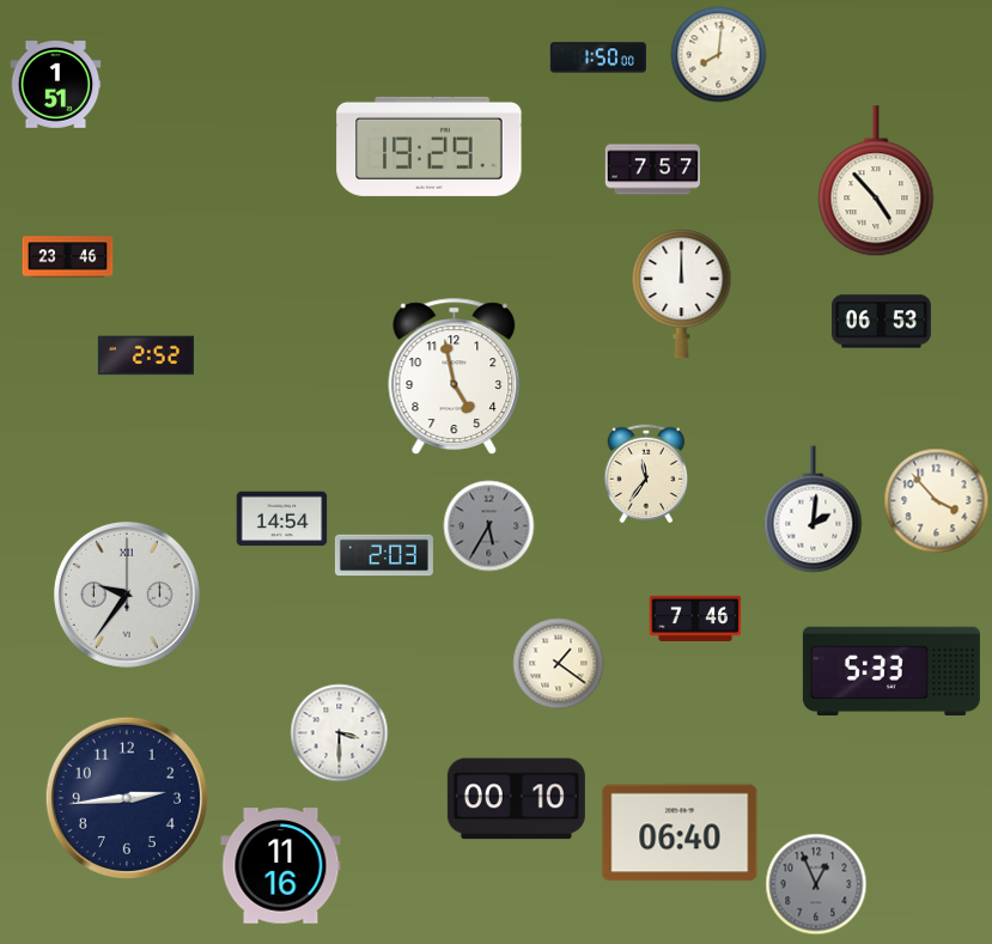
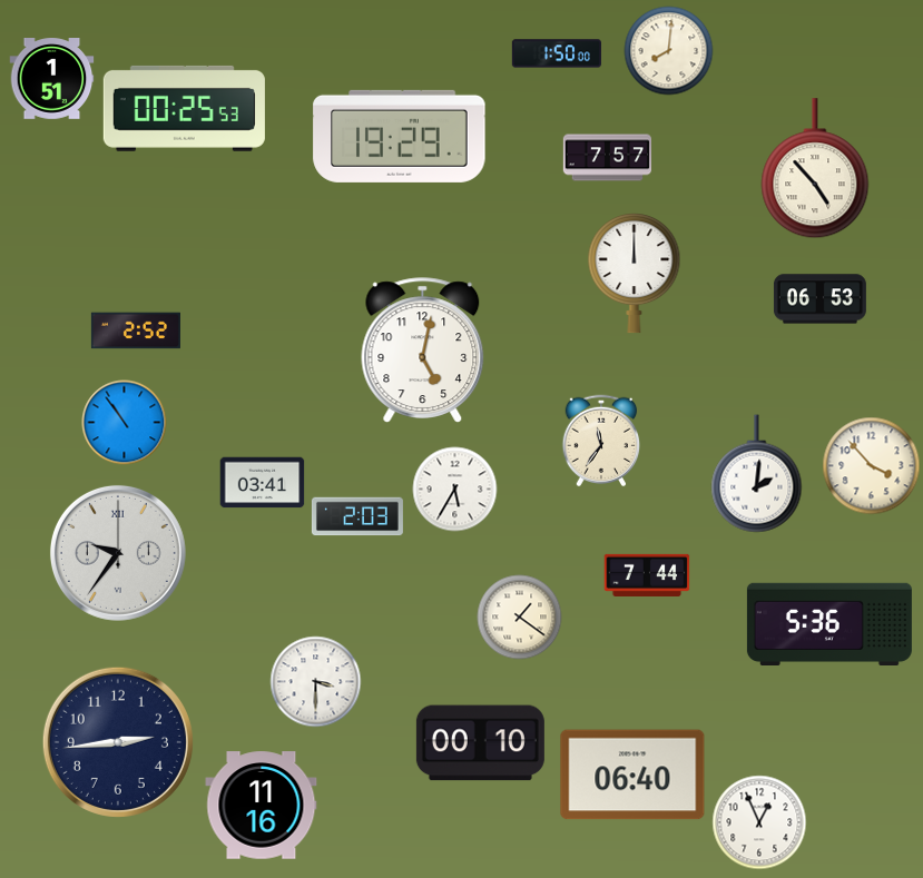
clock at (184, 108): none -> 00:25
clock at (68, 257): 23:46 -> none
clock at (455, 377): 4:58 -> 5:02
clock at (125, 423): none -> 10:54
clock at (282, 519): 14:54 -> 03:41
clock at (489, 526) dial: grey -> white
clock at (695, 619): 7:46 -> 7:44
clock at (891, 670): 5:33 -> 5:36
clock at (816, 884) dial: grey -> white
